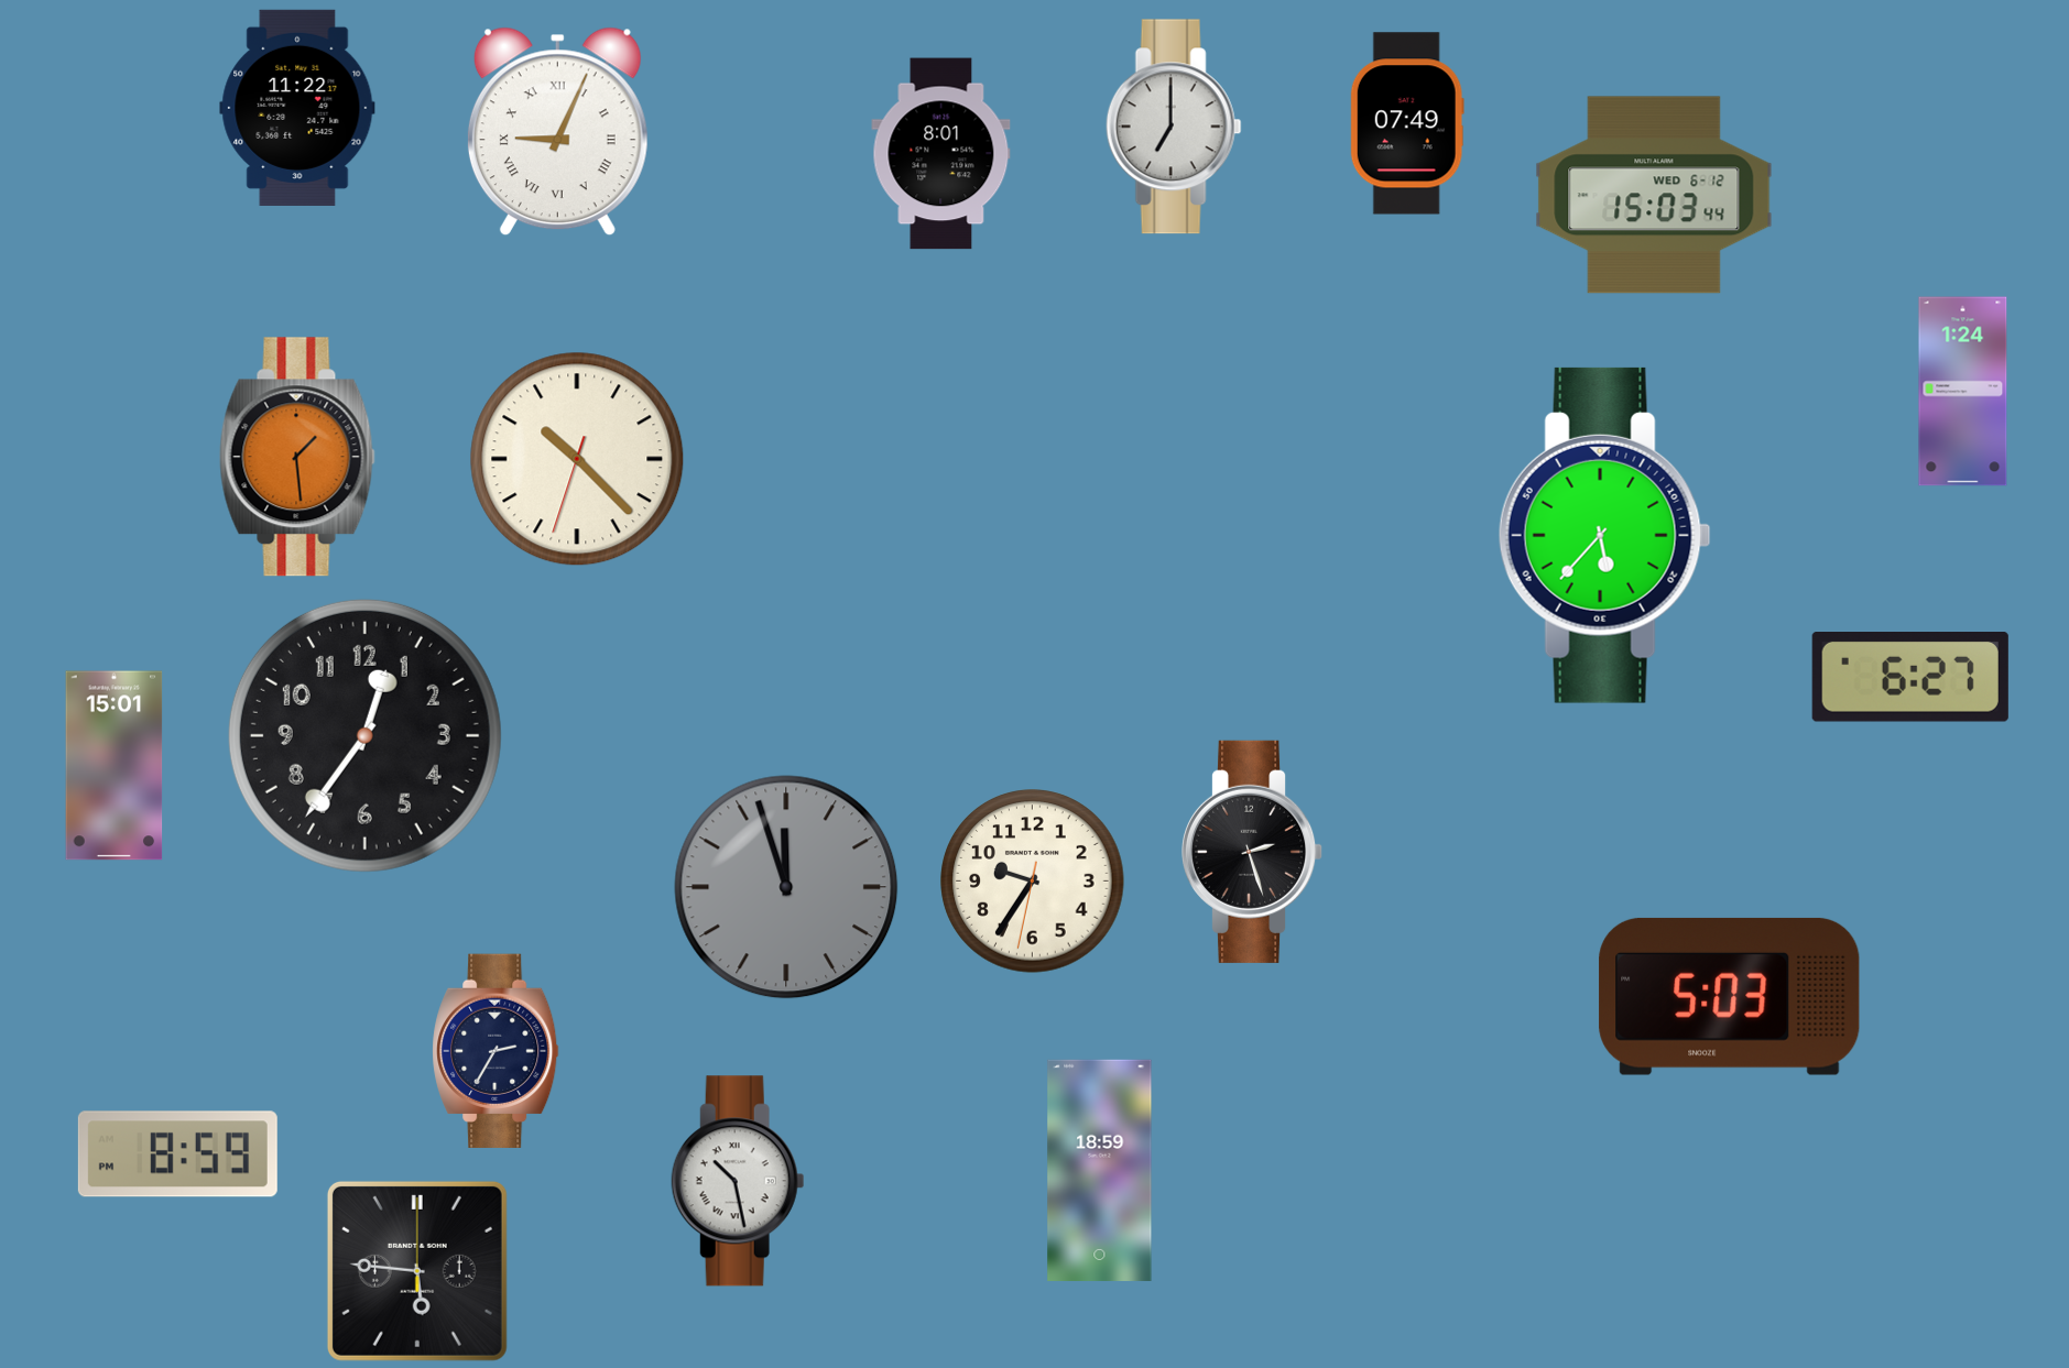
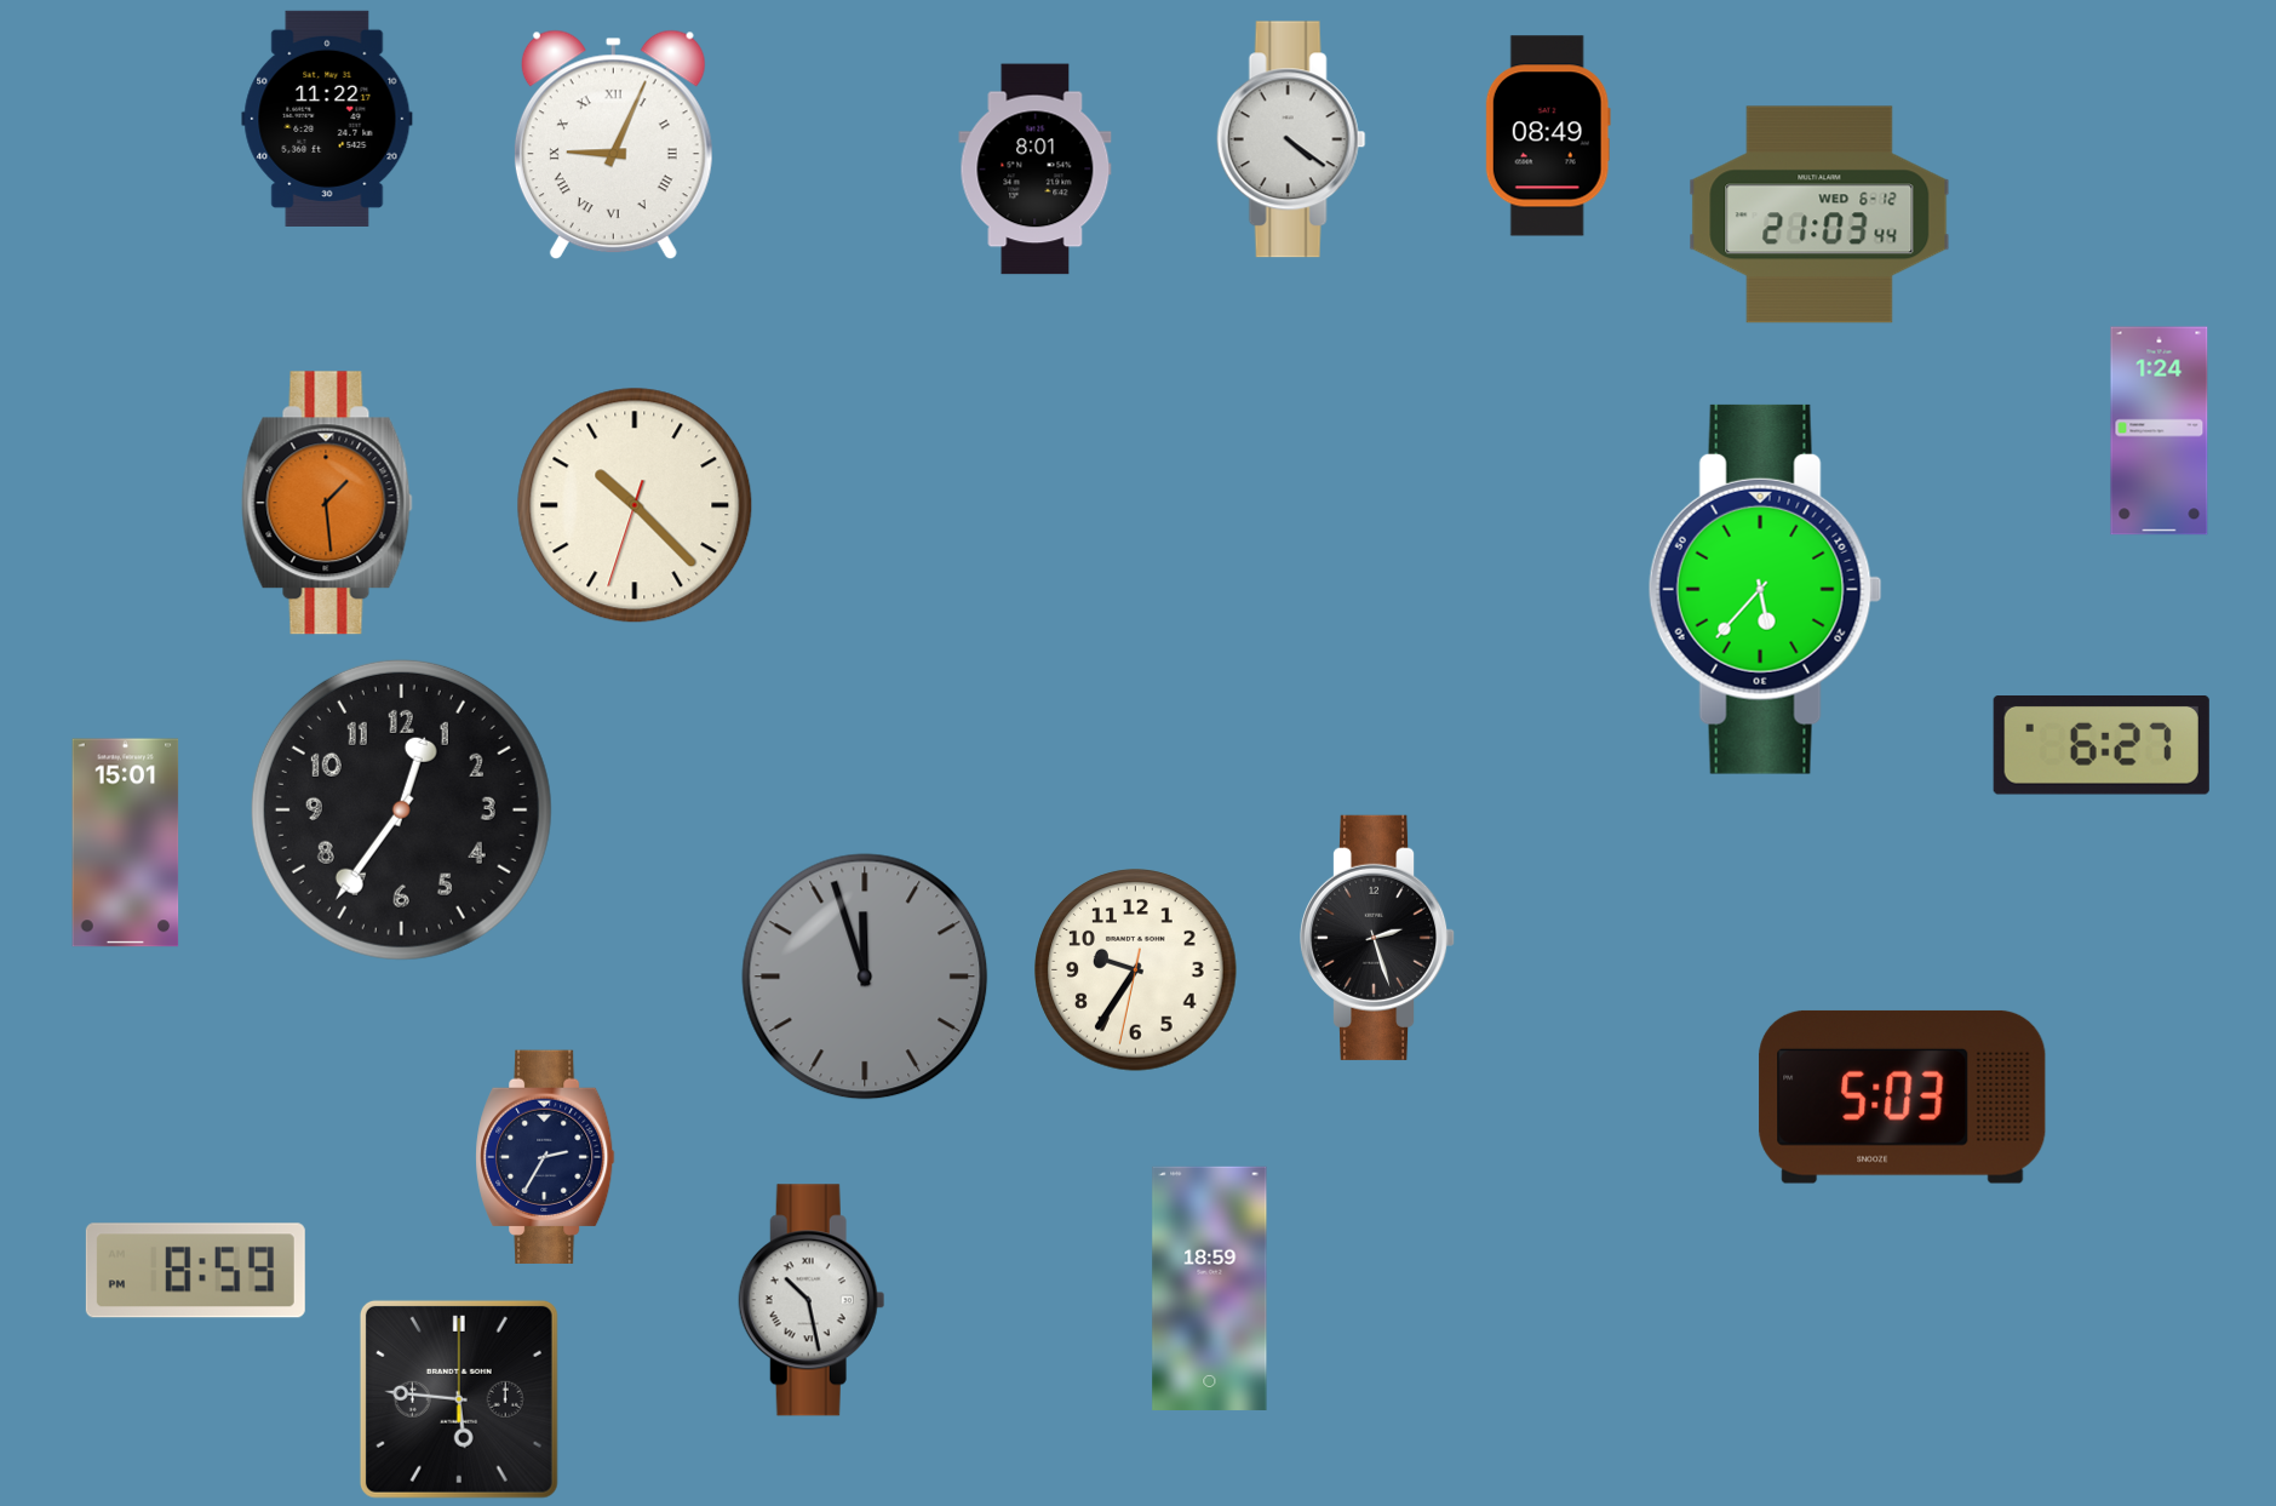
clock at (1407, 123): 07:49 -> 08:49
clock at (1174, 127): 7:00 -> 4:21
clock at (1654, 195): 15:03 -> 21:03
